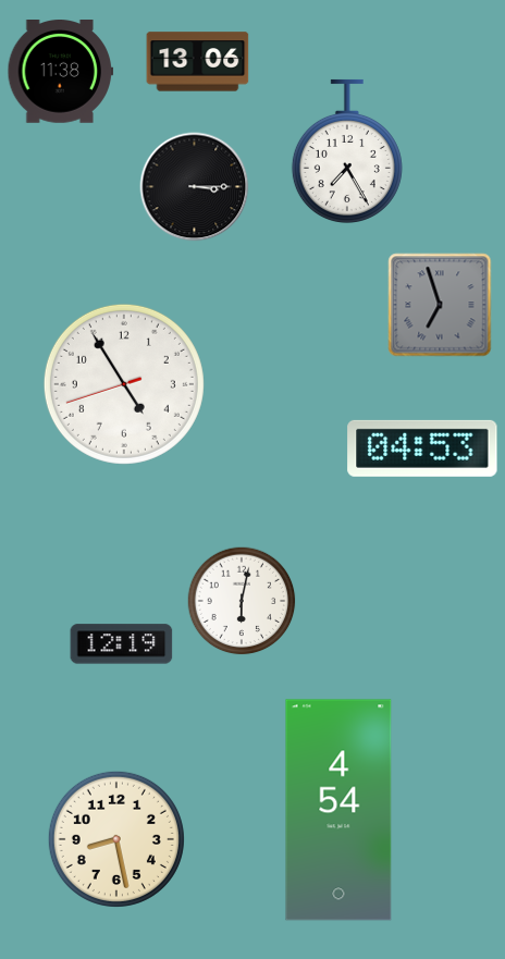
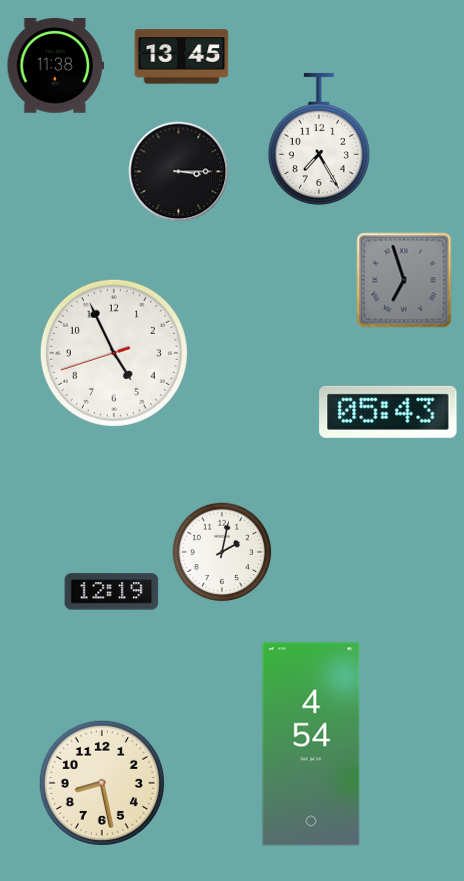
clock at (198, 62): 13:06 -> 13:45
clock at (124, 384): 4:54 -> 4:55
clock at (422, 448): 04:53 -> 05:43
clock at (242, 601): 6:02 -> 2:02
clock at (116, 839) position: (116, 839) -> (102, 783)
